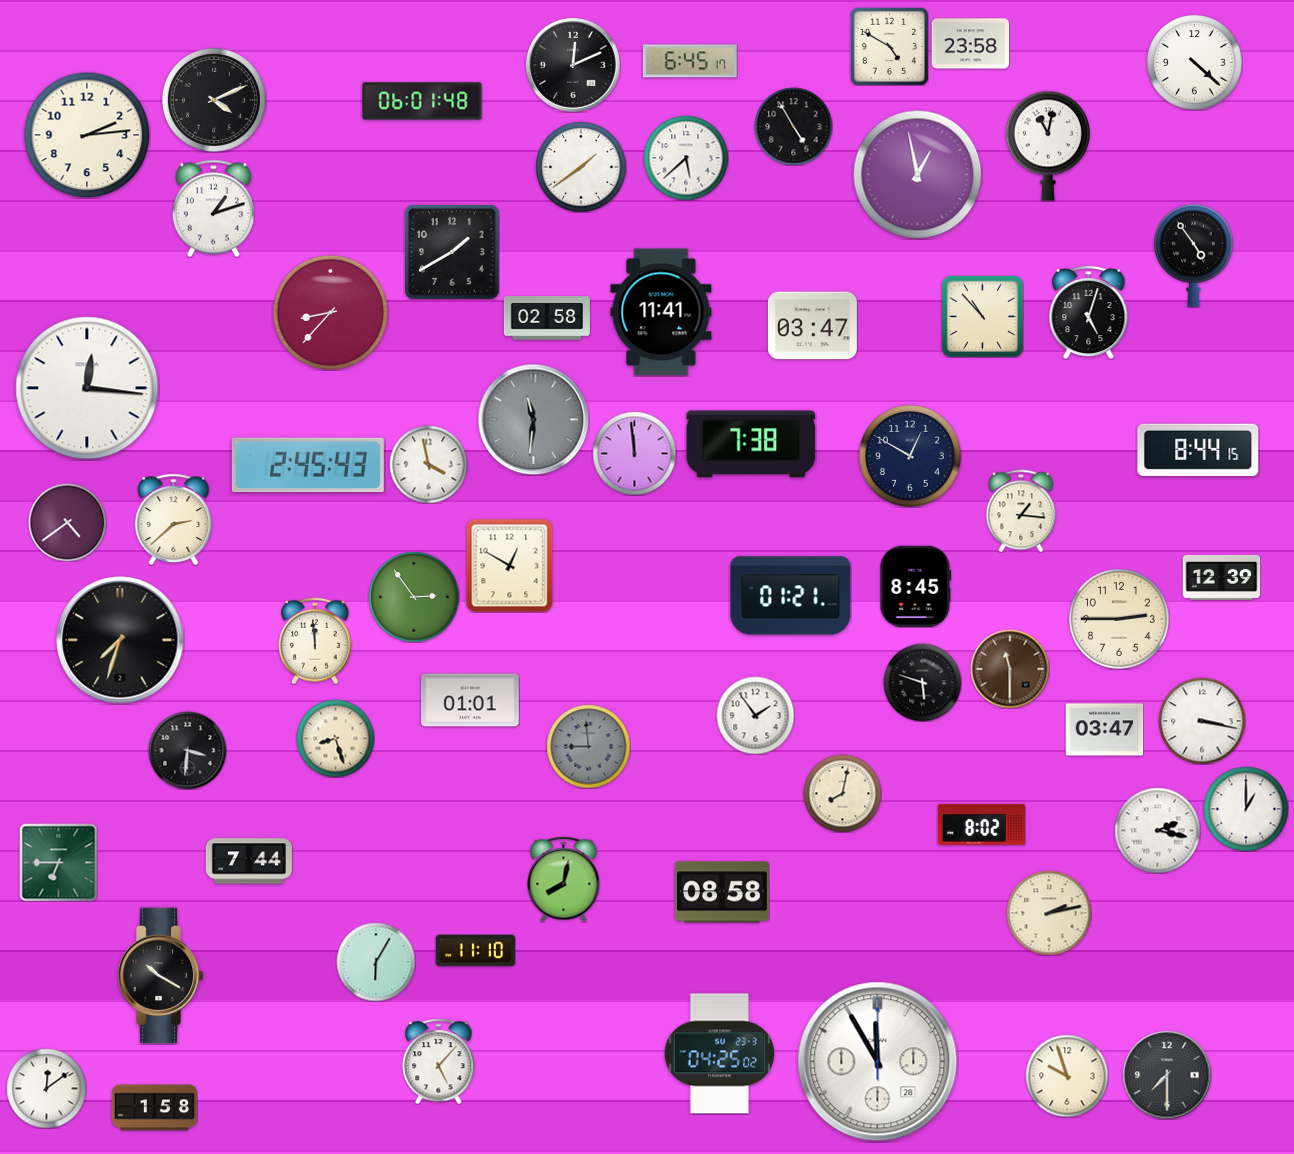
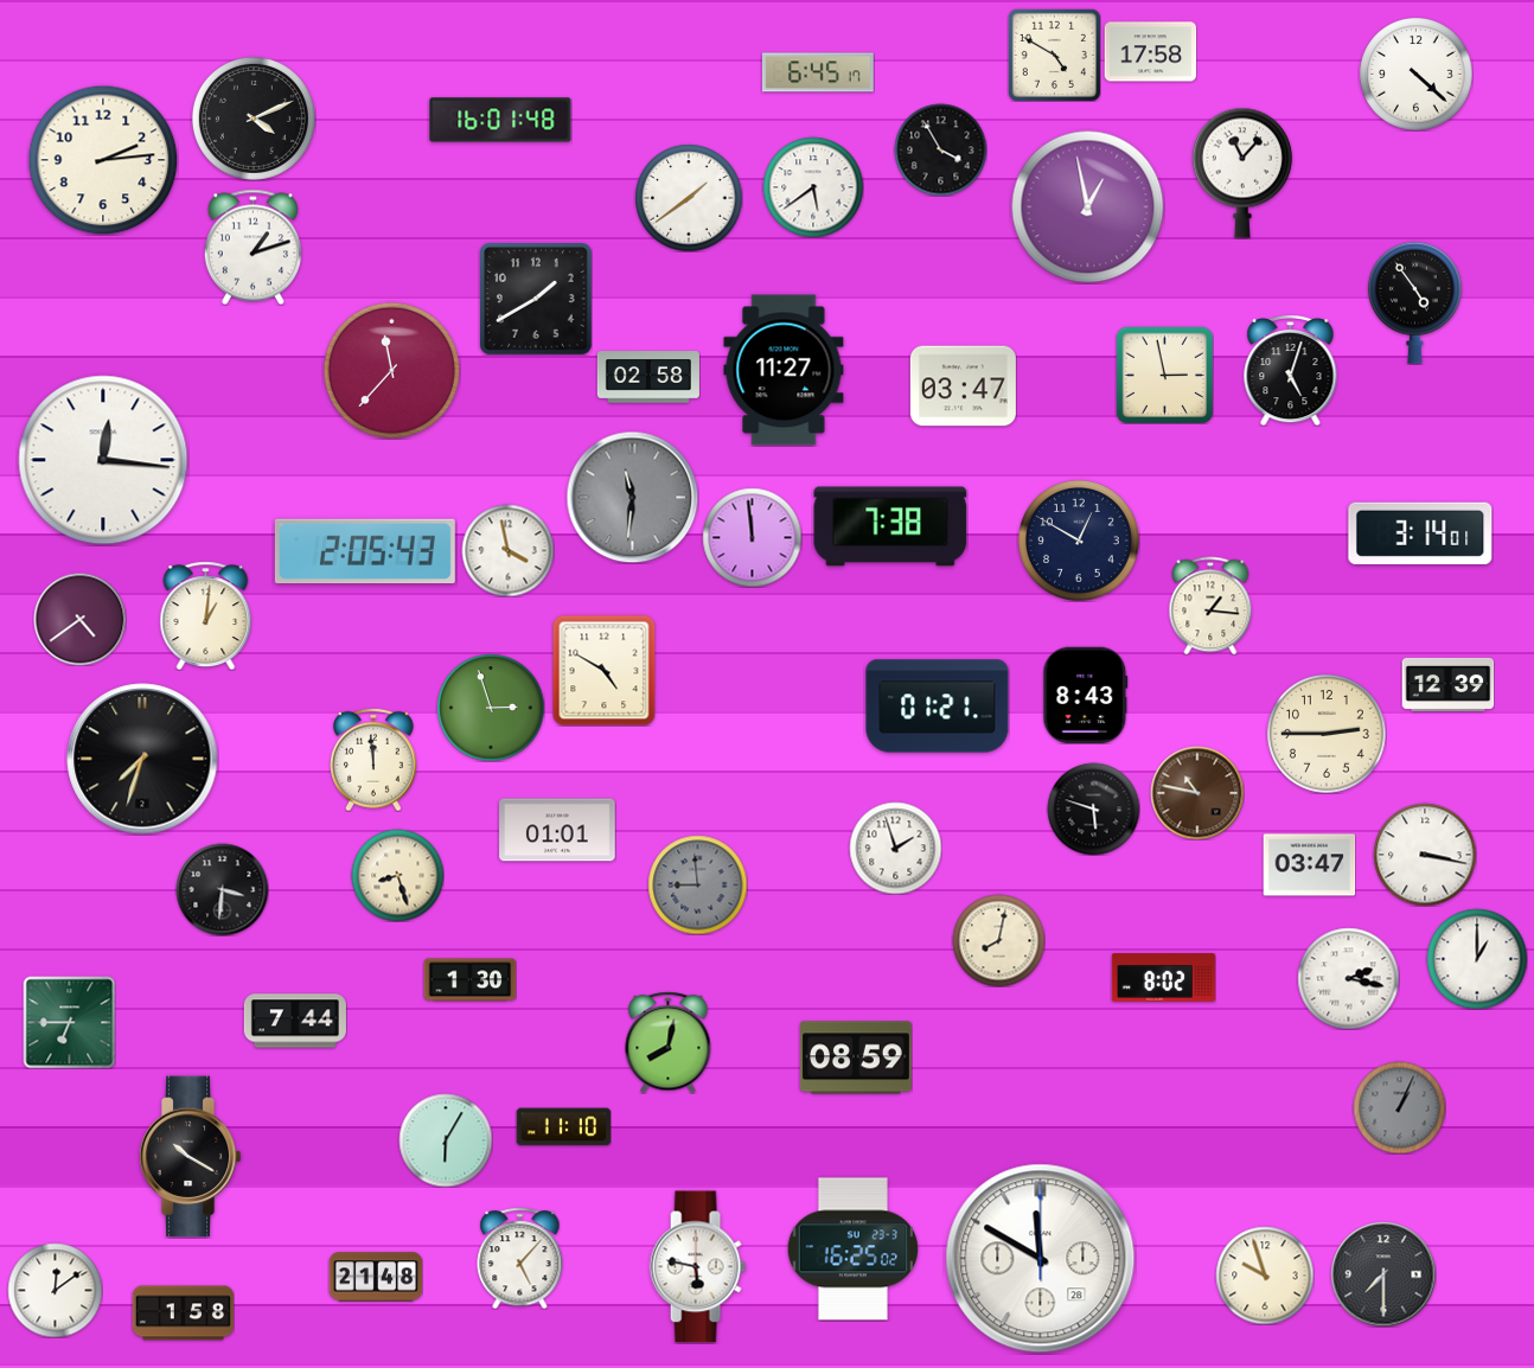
clock at (970, 44): 23:58 -> 17:58
clock at (573, 65): 12:11 -> none
clock at (422, 101): 06:01 -> 16:01
clock at (793, 126): 4:55 -> 3:55
clock at (1048, 146): 11:02 -> 11:07
clock at (686, 158): 5:38 -> 5:39
clock at (330, 312): 8:37 -> 11:37
clock at (661, 312): 11:41 -> 11:27
clock at (982, 316): 10:53 -> 2:58
clock at (1198, 450): 8:44 -> 3:14
clock at (308, 465): 2:45 -> 2:05
clock at (174, 519): 2:38 -> 1:01
clock at (510, 565): 12:50 -> 4:50
clock at (916, 586): 8:45 -> 8:43
clock at (414, 597): 2:54 -> 2:57
clock at (1010, 669): 11:30 -> 10:47
clock at (755, 715): 1:54 -> 1:57
clock at (469, 980): none -> 1:30
clock at (1157, 830) position: (1157, 830) -> (1348, 978)
clock at (722, 892): 08:58 -> 08:59
clock at (1049, 913): 2:13 -> none
clock at (1399, 1107): none -> 1:04
clock at (719, 1054): 04:25 -> 16:25
clock at (878, 1062): 11:55 -> 11:50
clock at (697, 1267): none -> 5:47
clock at (376, 1277): none -> 21:48
